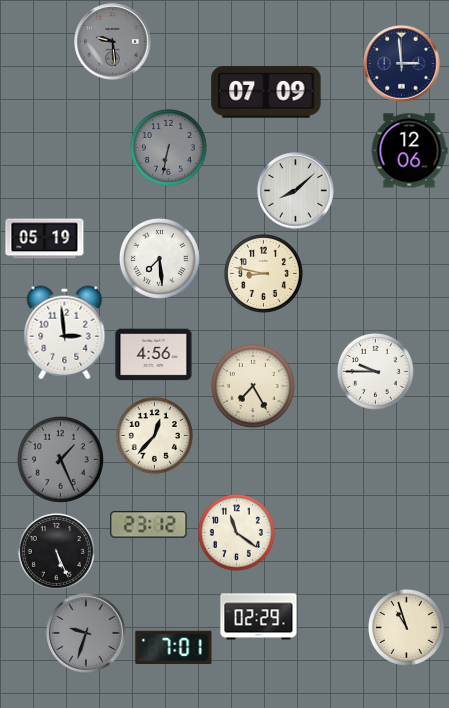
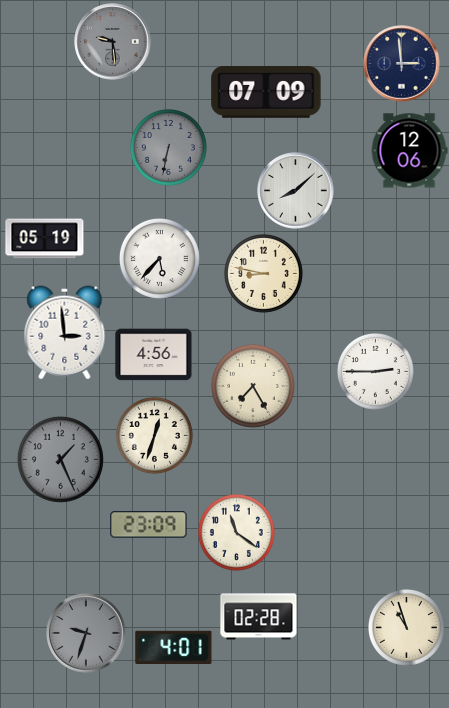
clock at (159, 258): 7:29 -> 5:37
clock at (375, 371): 9:45 -> 2:45
clock at (154, 435): 12:37 -> 12:33
clock at (149, 525): 23:12 -> 23:09
clock at (56, 551): 5:26 -> none
clock at (259, 617): 02:29 -> 02:28
clock at (174, 647): 7:01 -> 4:01
